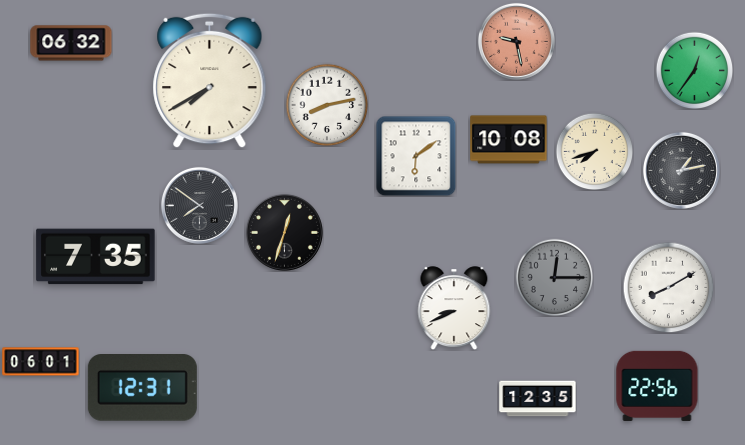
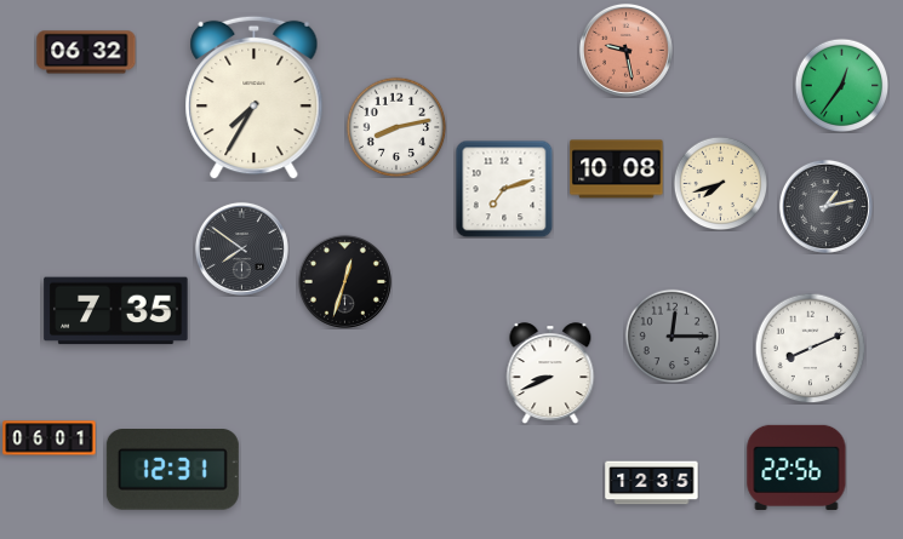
clock at (210, 81): 7:40 -> 7:35
clock at (416, 156): 6:09 -> 7:12
clock at (668, 287): 8:10 -> 8:11
